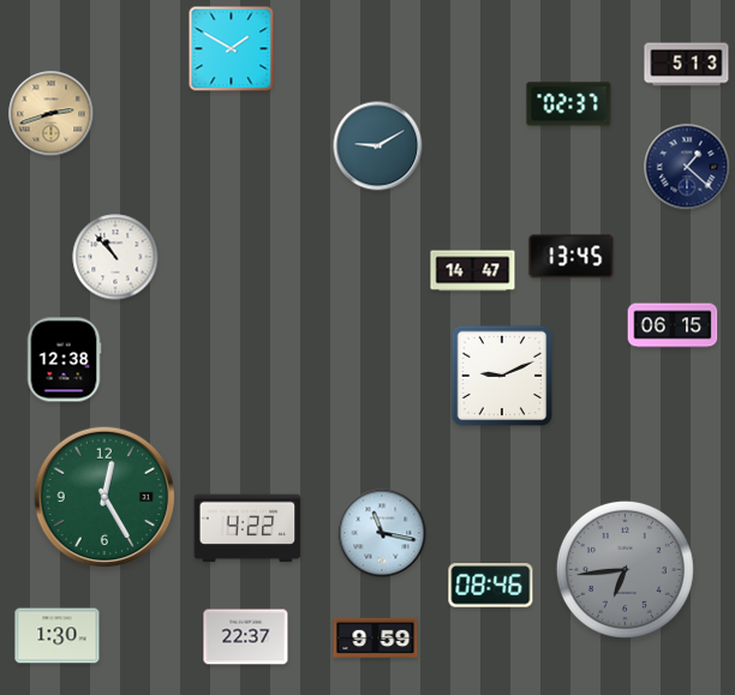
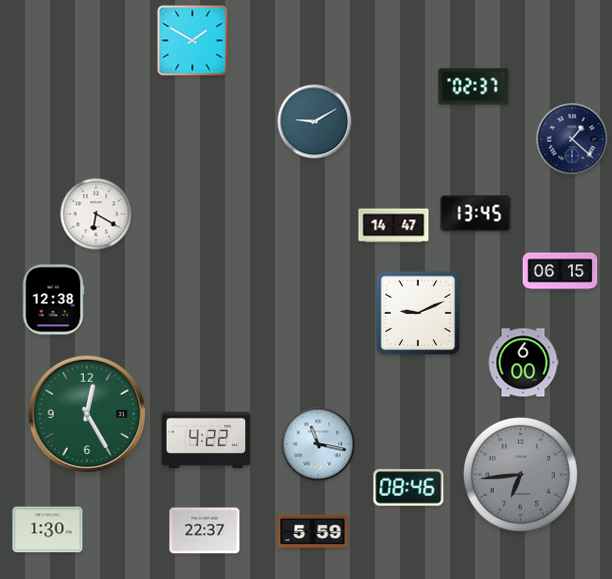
clock at (687, 65): 5:13 -> none
clock at (52, 114): 2:42 -> none
clock at (115, 257): 10:53 -> 6:20
clock at (523, 363): none -> 6:00
clock at (376, 639): 9:59 -> 5:59
